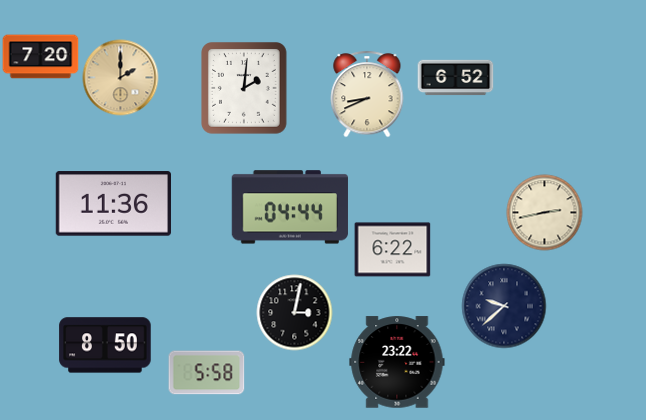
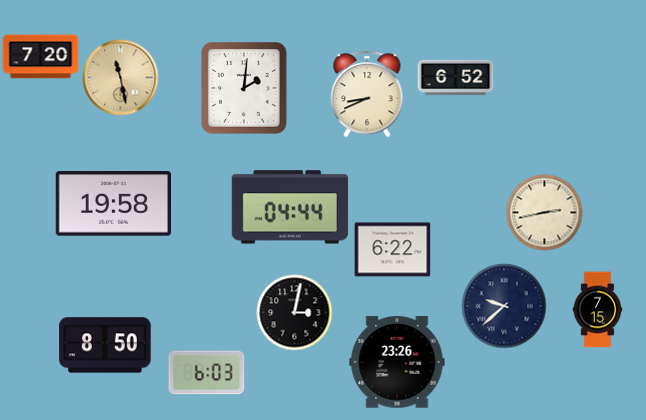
clock at (121, 78): 2:00 -> 11:28
clock at (113, 204): 11:36 -> 19:58
clock at (598, 310): none -> 7:15
clock at (397, 362): 23:22 -> 23:26
clock at (207, 373): 5:58 -> 6:03
